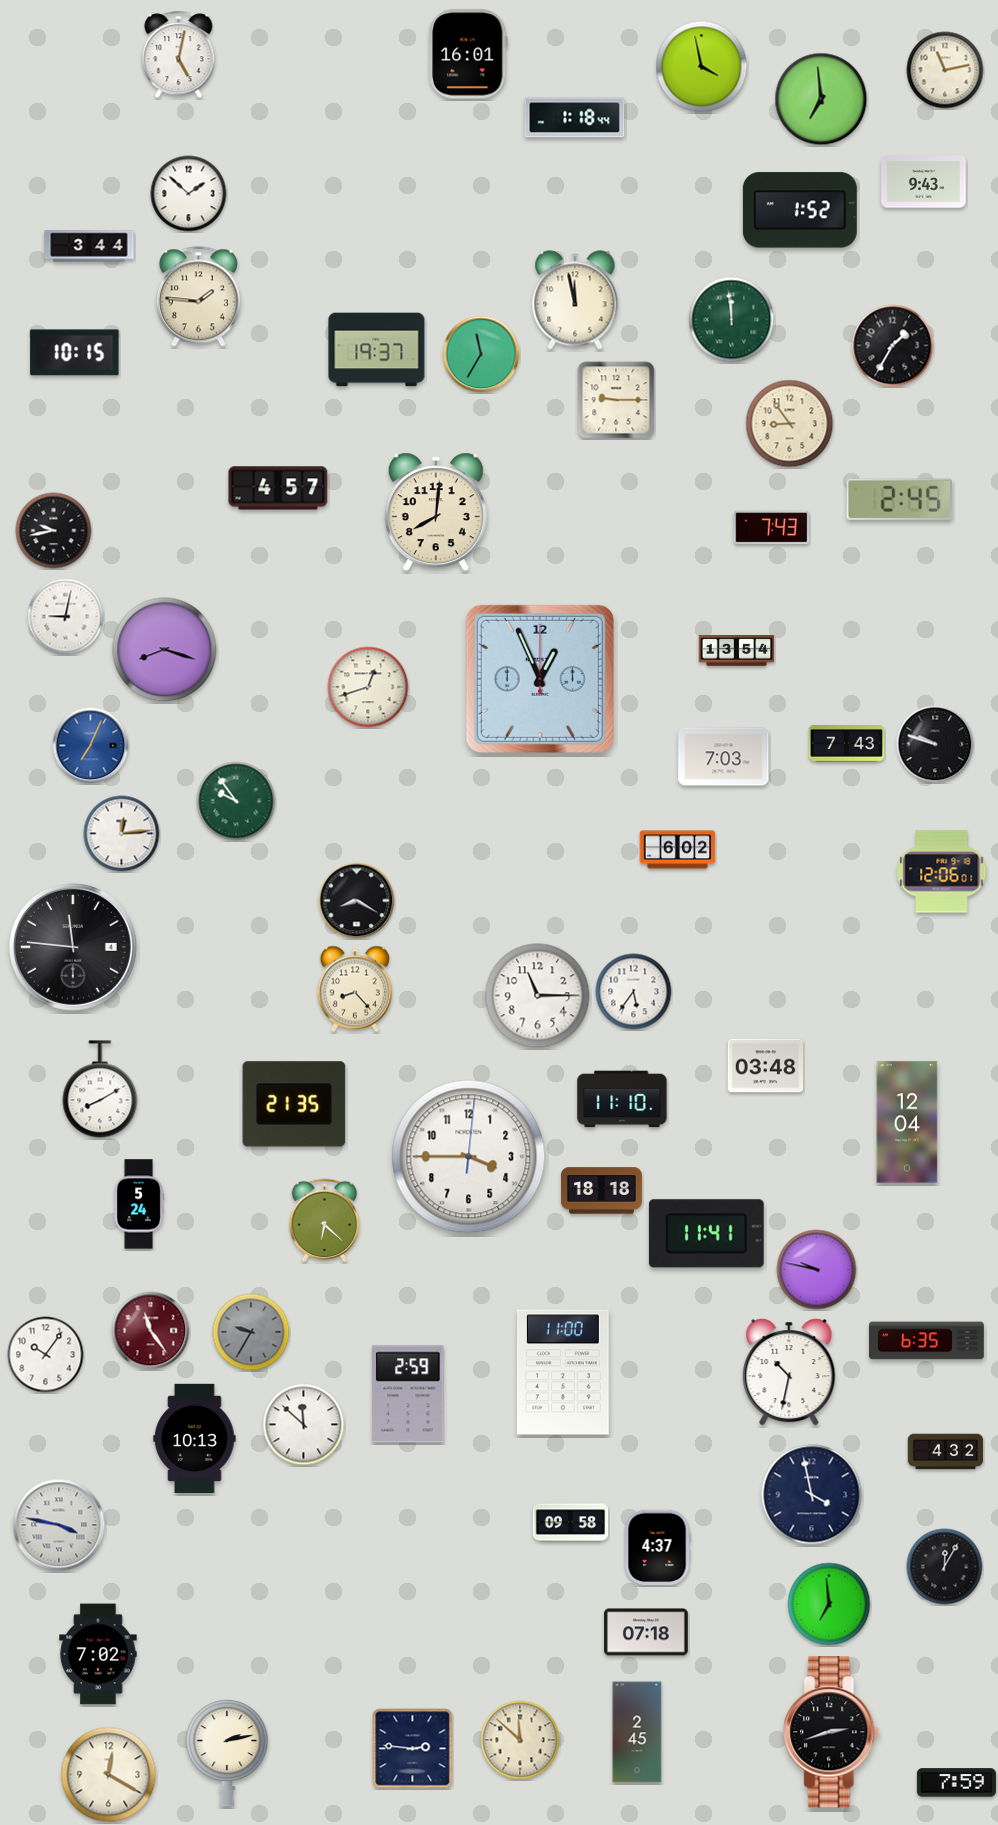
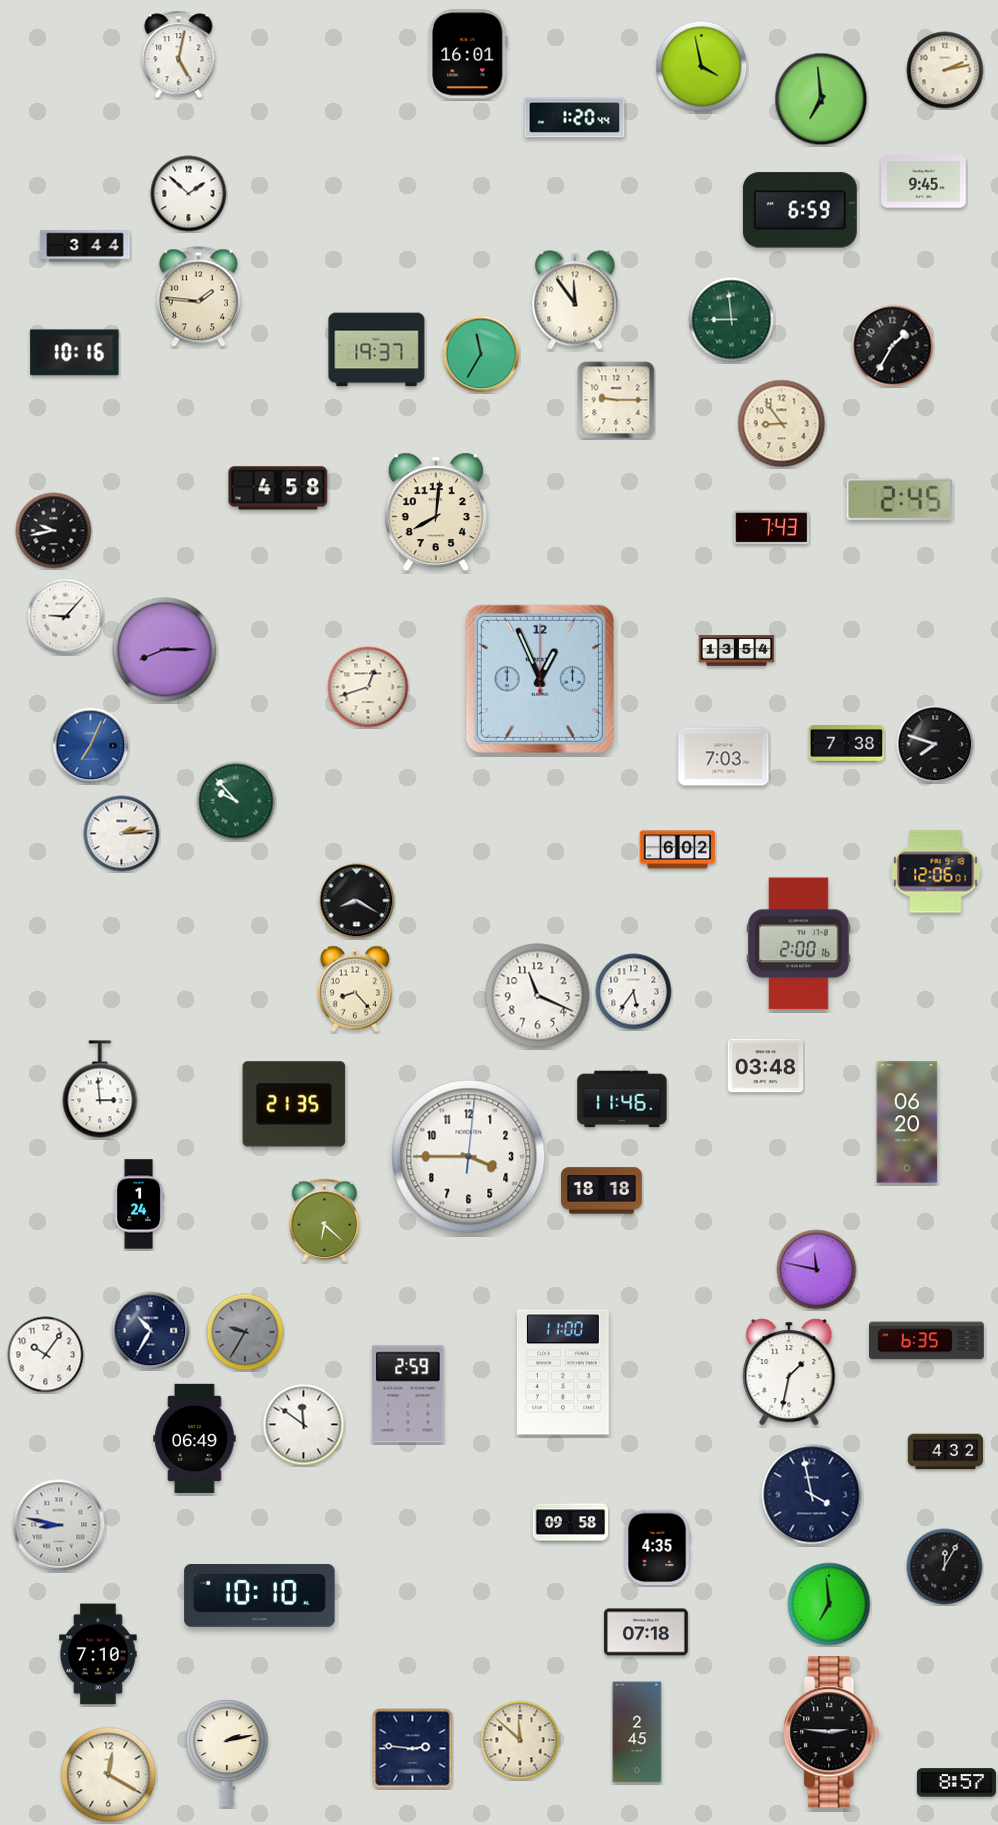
clock at (945, 70): 11:13 -> 2:13
clock at (575, 118): 1:18 -> 1:20
clock at (924, 182): 9:43 -> 9:45
clock at (800, 210): 1:52 -> 6:59
clock at (89, 246) position: (89, 246) -> (85, 246)
clock at (575, 300): 11:58 -> 11:54
clock at (732, 320): 11:59 -> 8:59
clock at (75, 353): 10:15 -> 10:16
clock at (790, 424) position: (790, 424) -> (782, 424)
clock at (278, 488): 4:57 -> 4:58
clock at (66, 617): 9:02 -> 9:07
clock at (165, 650): 8:18 -> 8:15
clock at (847, 744): 7:43 -> 7:38
clock at (935, 744): 9:48 -> 7:48
clock at (236, 801): 9:54 -> 9:53
clock at (122, 834): 12:14 -> 2:14
clock at (942, 872) position: (942, 872) -> (936, 872)
clock at (799, 944): none -> 2:00
clock at (73, 947): 11:46 -> none
clock at (538, 996): 11:15 -> 11:19
clock at (100, 1089): 8:10 -> 2:59
clock at (622, 1099): 11:10 -> 11:46
clock at (907, 1122): 12:04 -> 06:20
clock at (139, 1204): 5:24 -> 1:24
clock at (706, 1234): 11:41 -> none
clock at (817, 1270): 9:47 -> 11:47
clock at (151, 1331): 11:24 -> 10:35
clock at (151, 1331) dial: burgundy -> navy
clock at (251, 1332) position: (251, 1332) -> (245, 1332)
clock at (789, 1372): 10:32 -> 1:32
clock at (304, 1425): 11:52 -> 11:51
clock at (195, 1438): 10:13 -> 06:49
clock at (59, 1525): 3:47 -> 8:47
clock at (657, 1548): 4:37 -> 4:35
clock at (260, 1596): none -> 10:10
clock at (98, 1654): 7:02 -> 7:10
clock at (832, 1732): 2:42 -> 2:46
clock at (956, 1783): 7:59 -> 8:57
